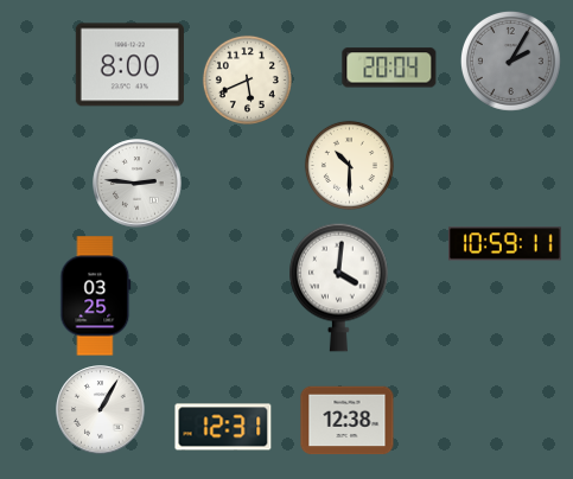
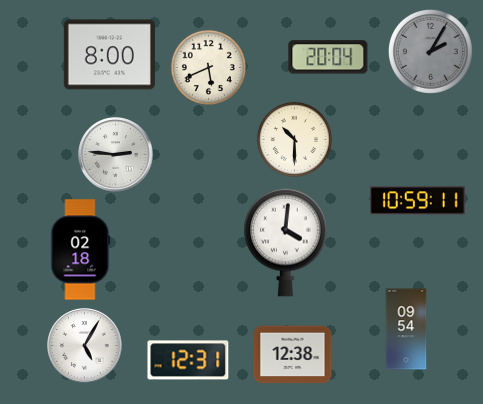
clock at (504, 244) position: (504, 244) -> (417, 201)
clock at (96, 296): 03:25 -> 02:18
clock at (406, 329): none -> 09:54
clock at (101, 410): 1:05 -> 5:05
